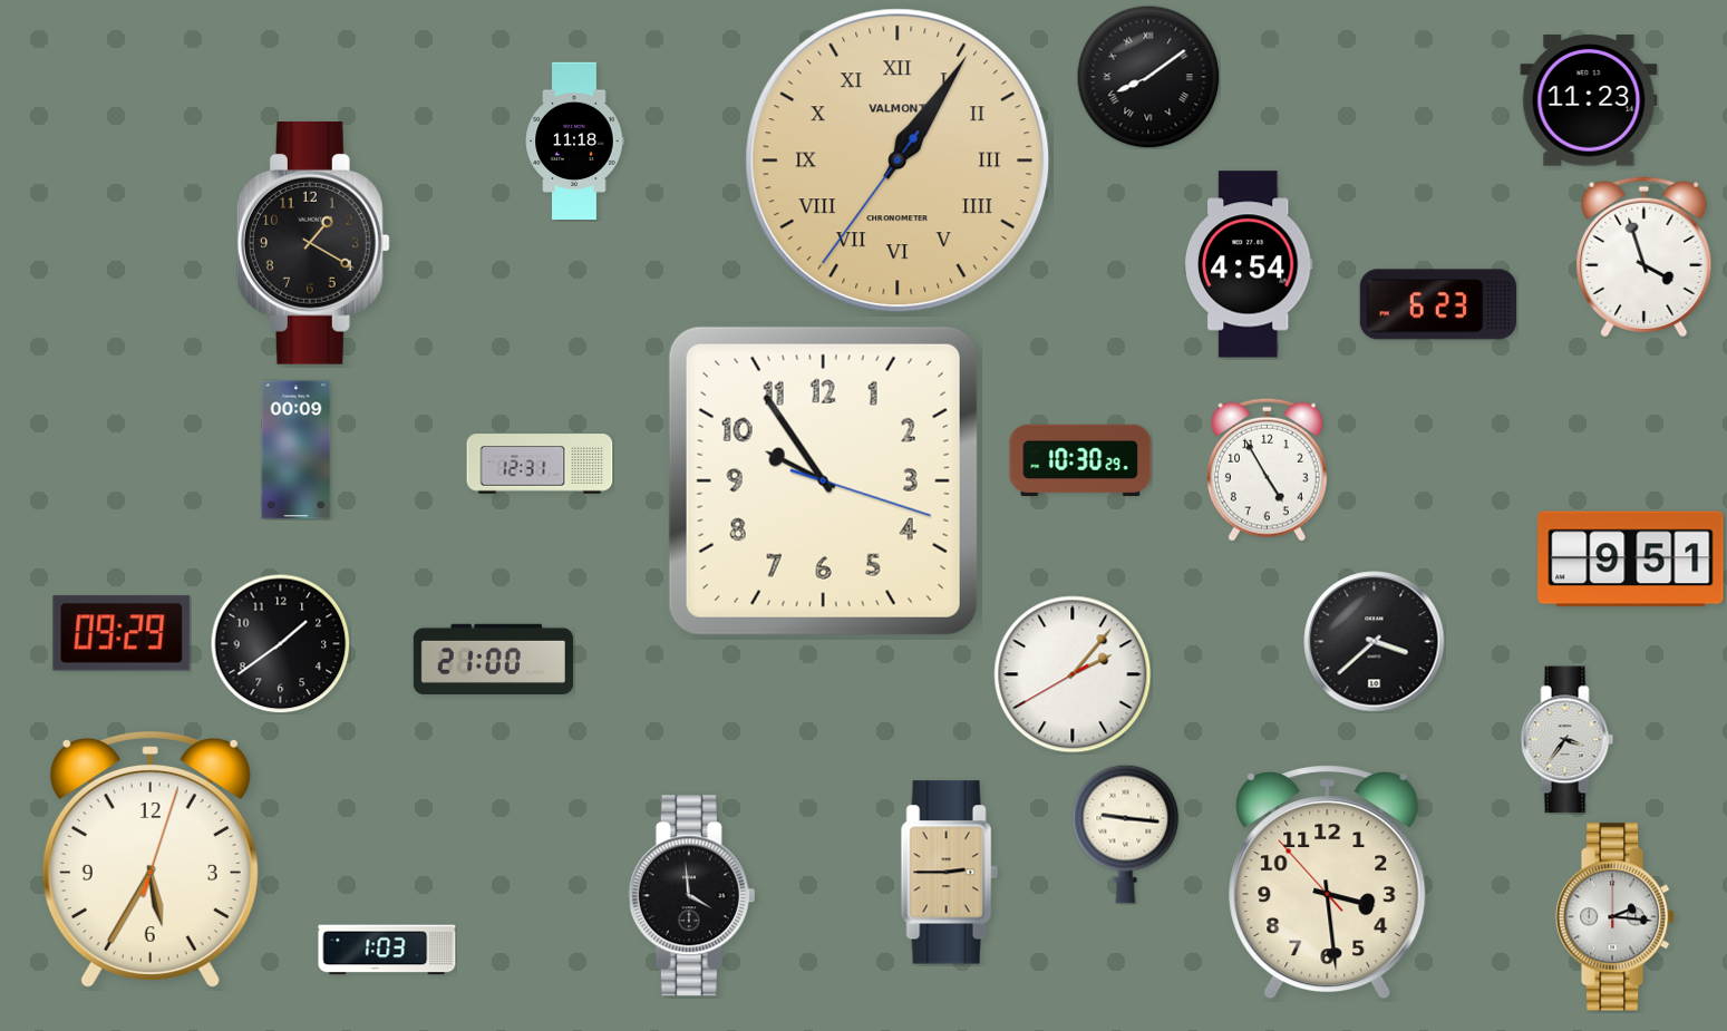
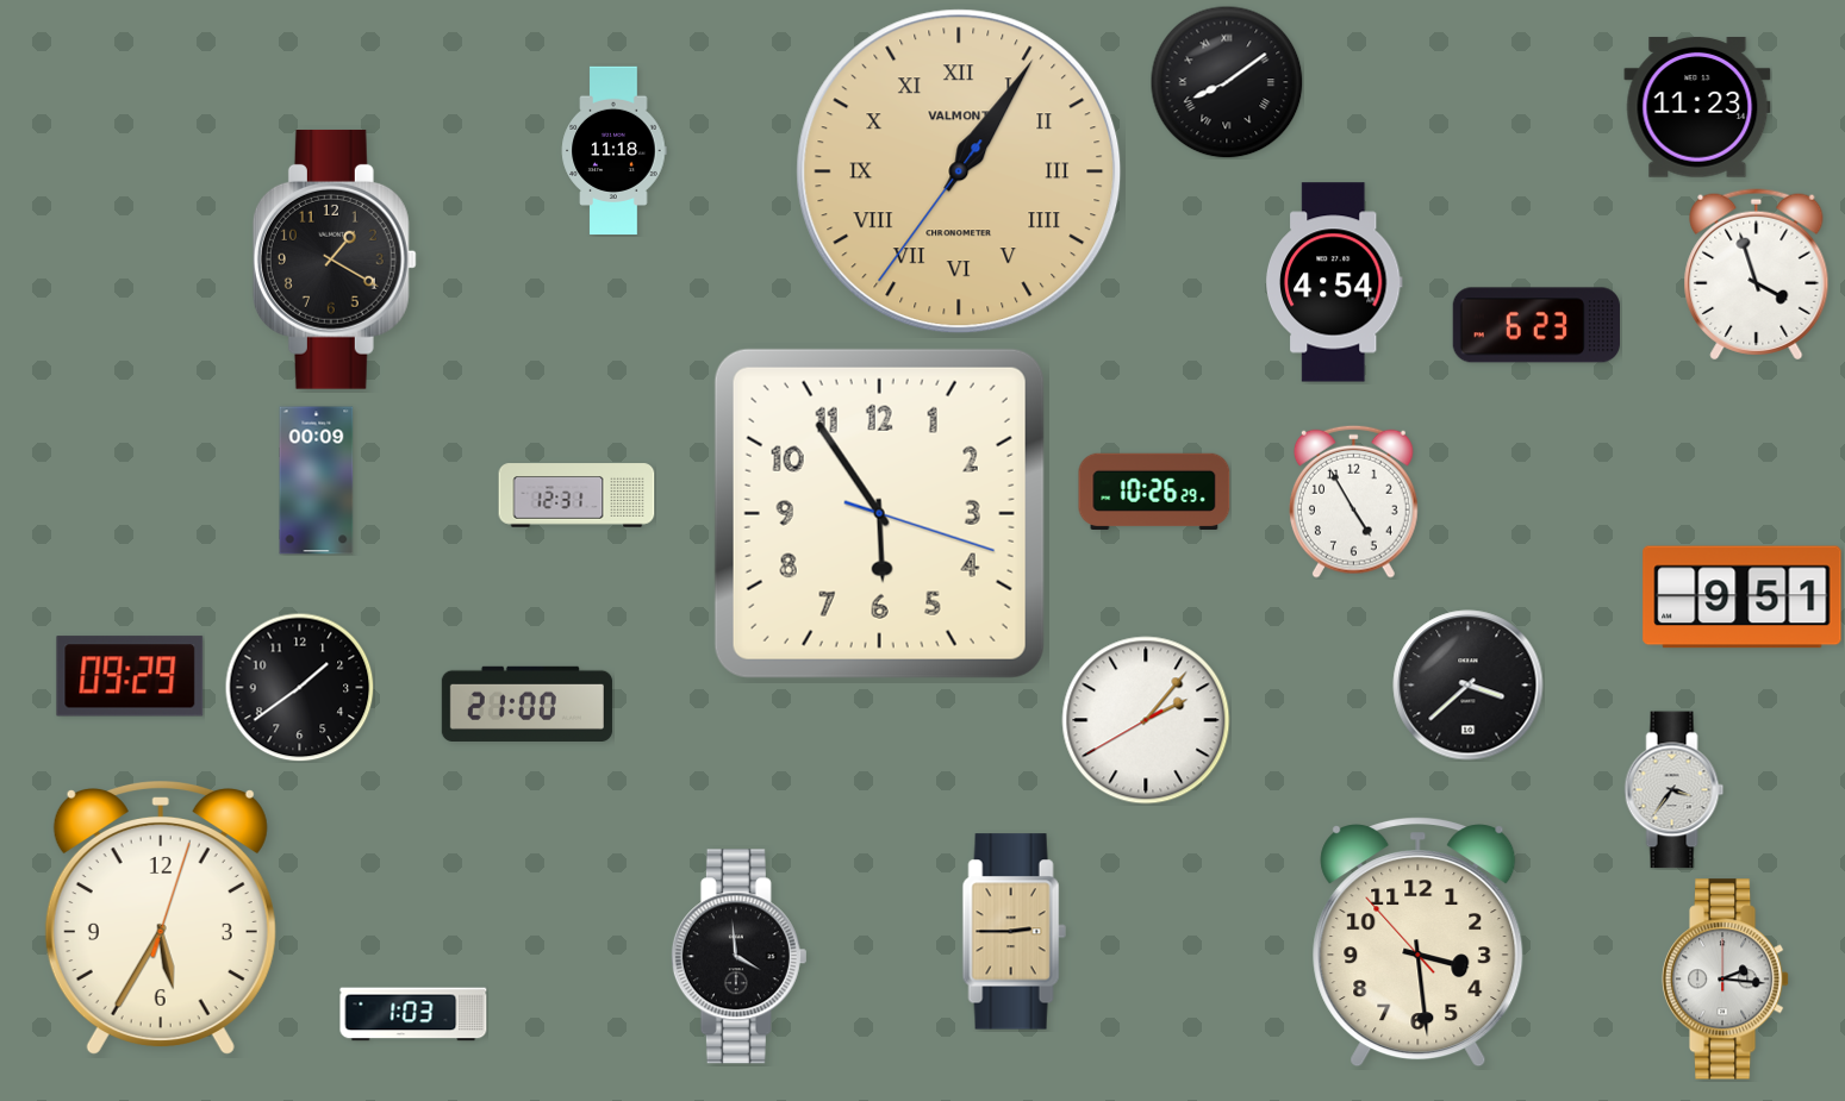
clock at (1080, 459): 10:30 -> 10:26
clock at (823, 480): 9:54 -> 5:54
clock at (1126, 834): 9:16 -> none
